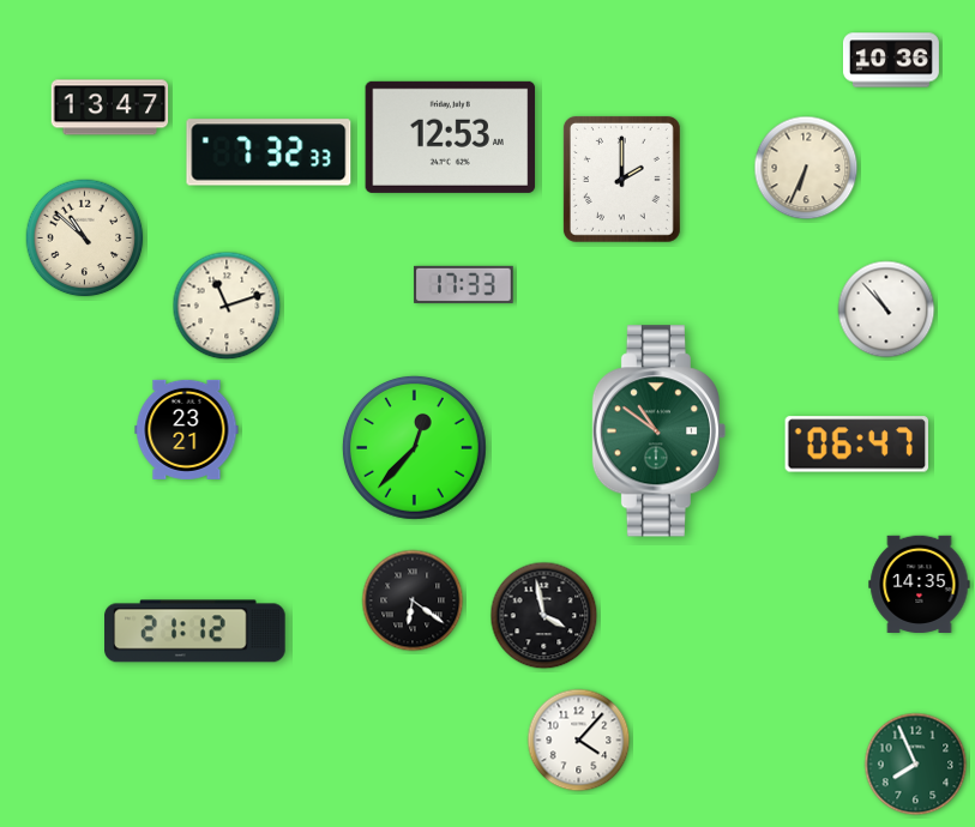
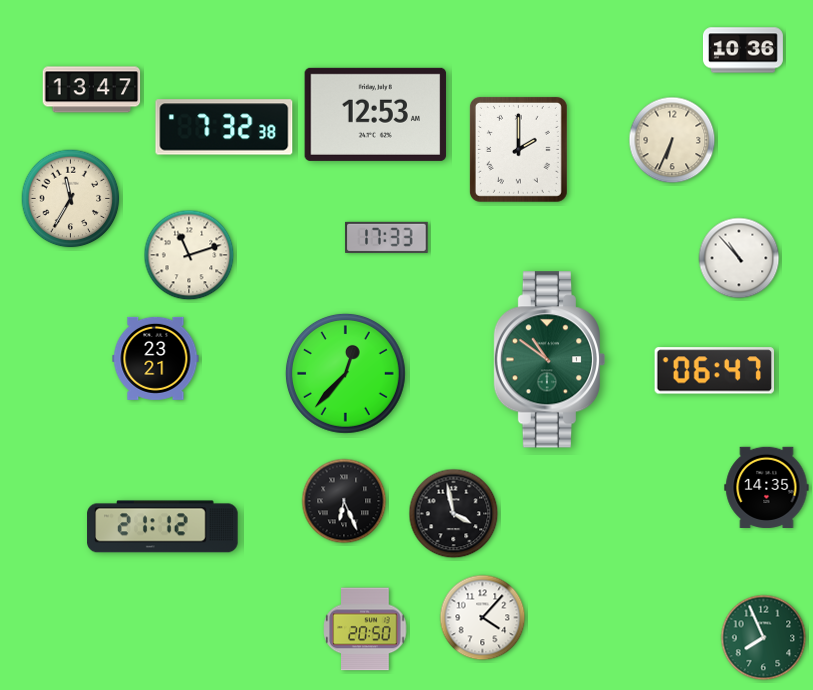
clock at (269, 152): 7:32:33 -> 7:32:38
clock at (85, 239): 10:52 -> 11:35
clock at (413, 600): 6:21 -> 6:26
clock at (365, 629): none -> 20:50
